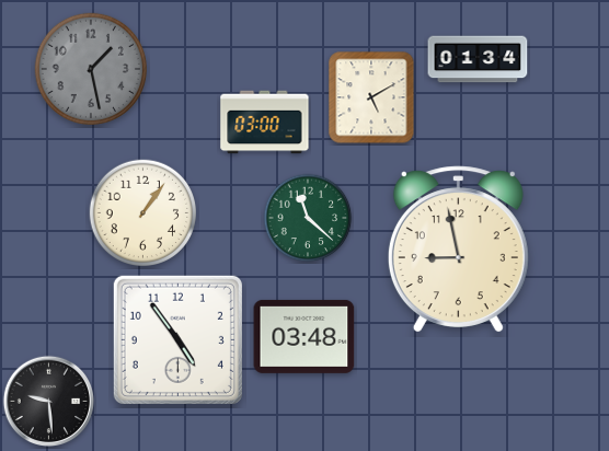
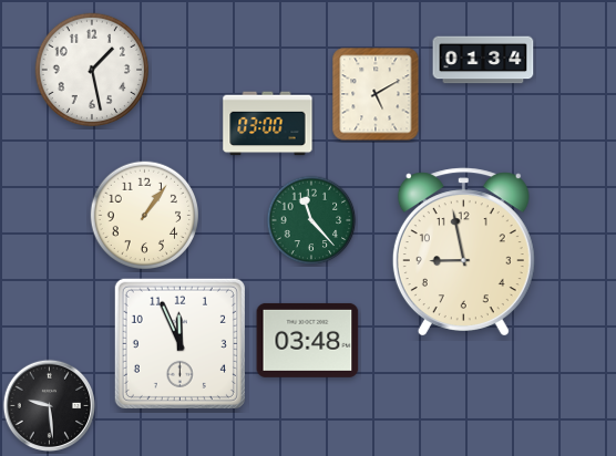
clock at (90, 68) dial: grey -> white
clock at (371, 97) position: (371, 97) -> (376, 94)
clock at (308, 218): 11:22 -> 11:23
clock at (177, 339): 4:54 -> 11:56
